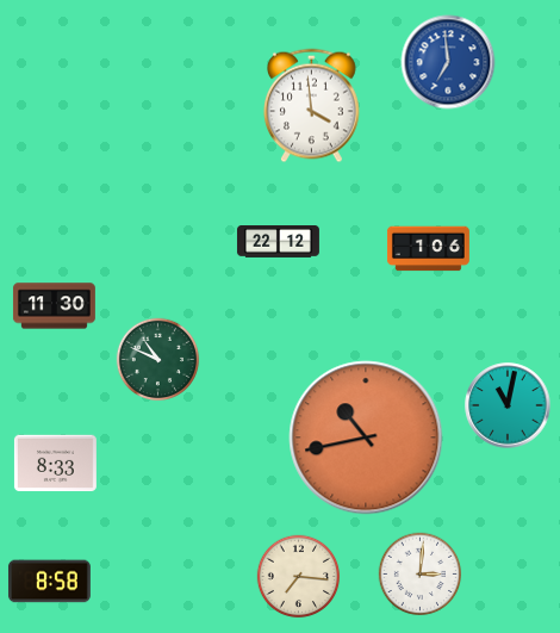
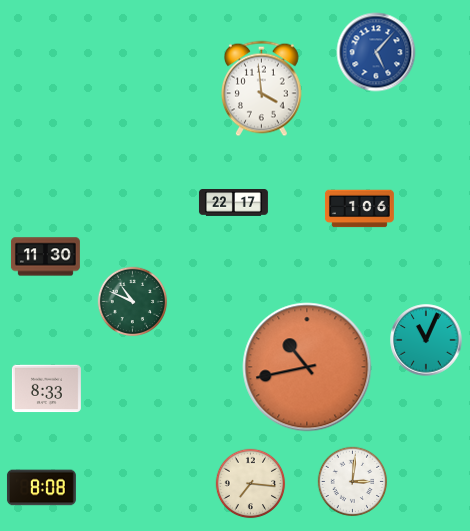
clock at (448, 62): 6:59 -> 5:07
clock at (278, 242): 22:12 -> 22:17
clock at (508, 405): 11:02 -> 11:04
clock at (49, 582): 8:58 -> 8:08
